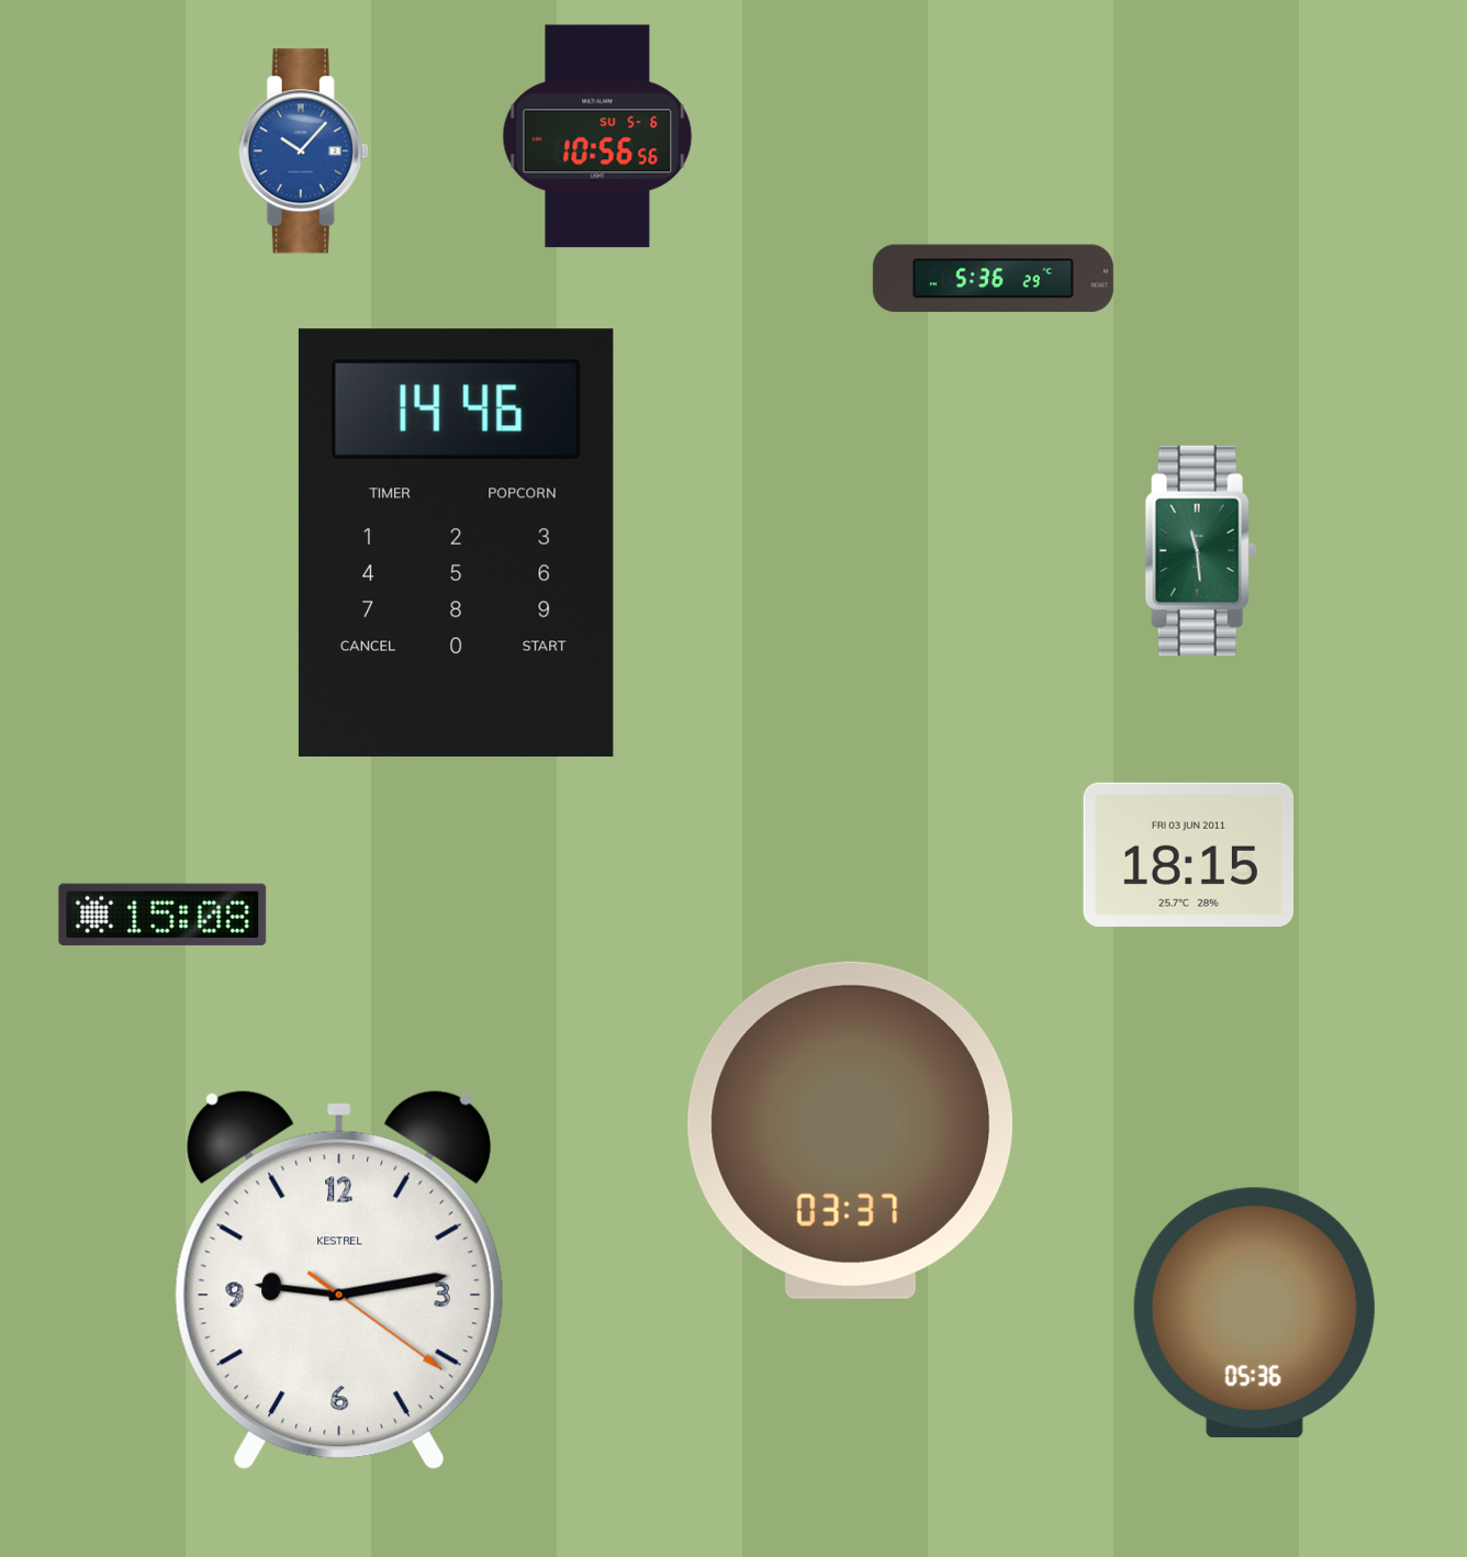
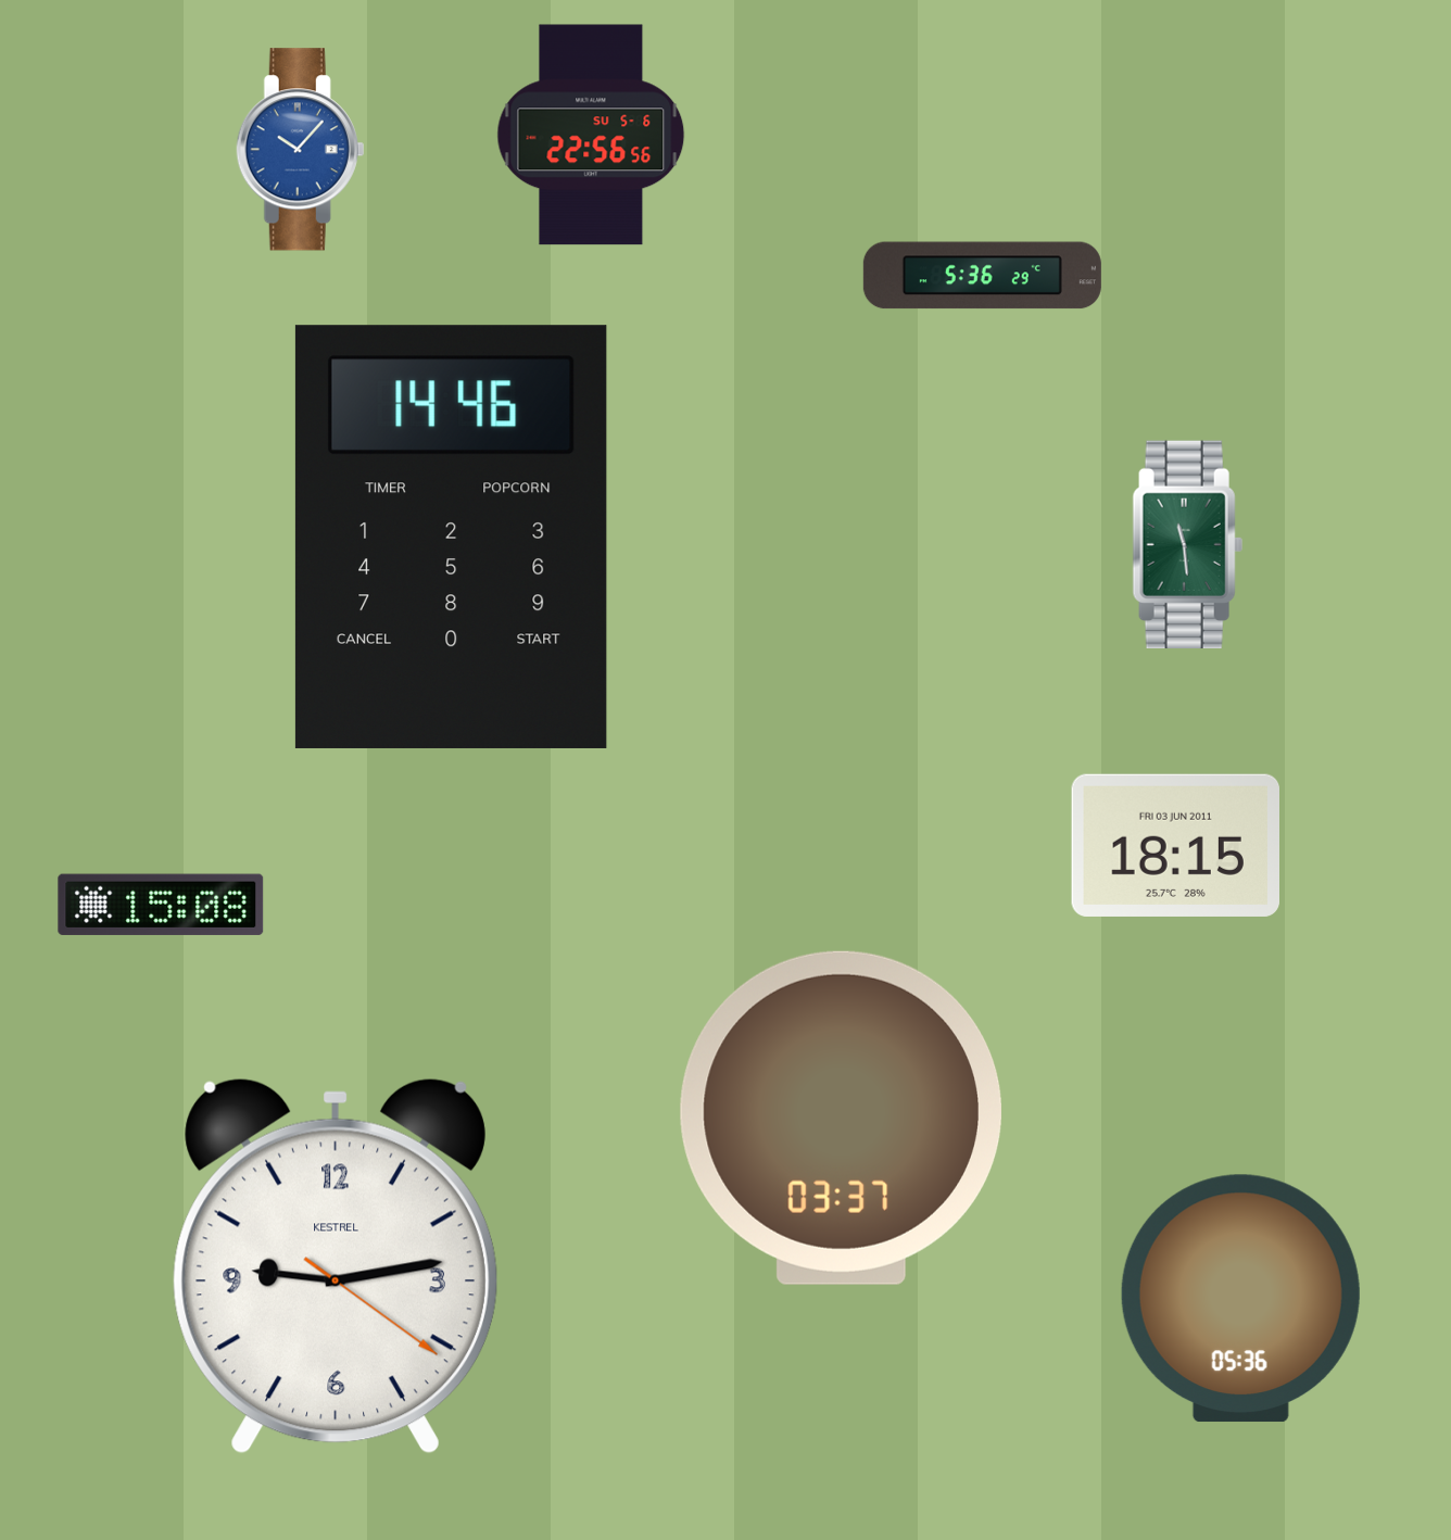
clock at (597, 136): 10:56 -> 22:56
